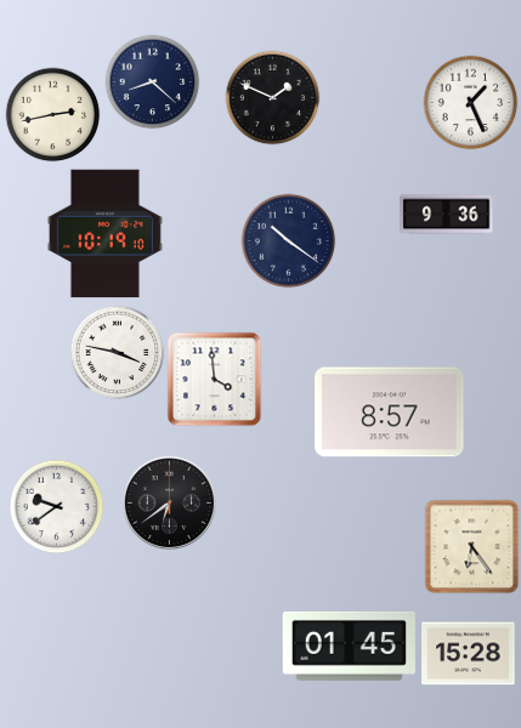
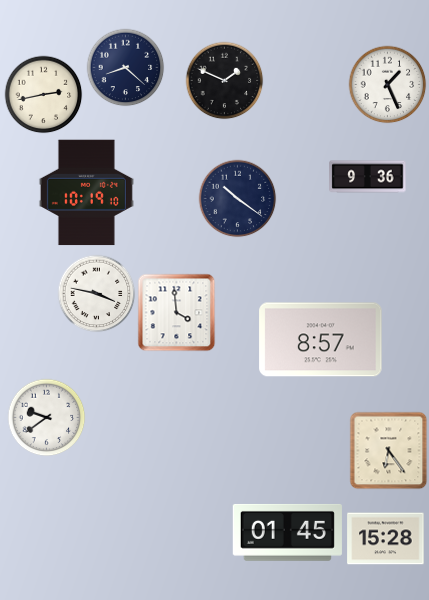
clock at (117, 352) position: (117, 352) -> (96, 293)
clock at (169, 502): 6:39 -> none
